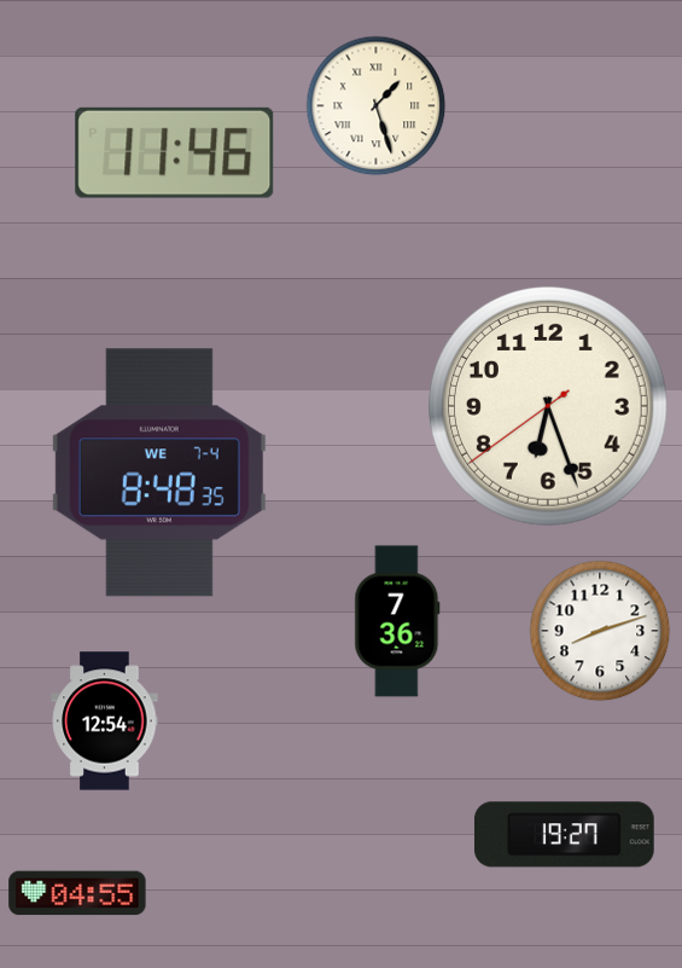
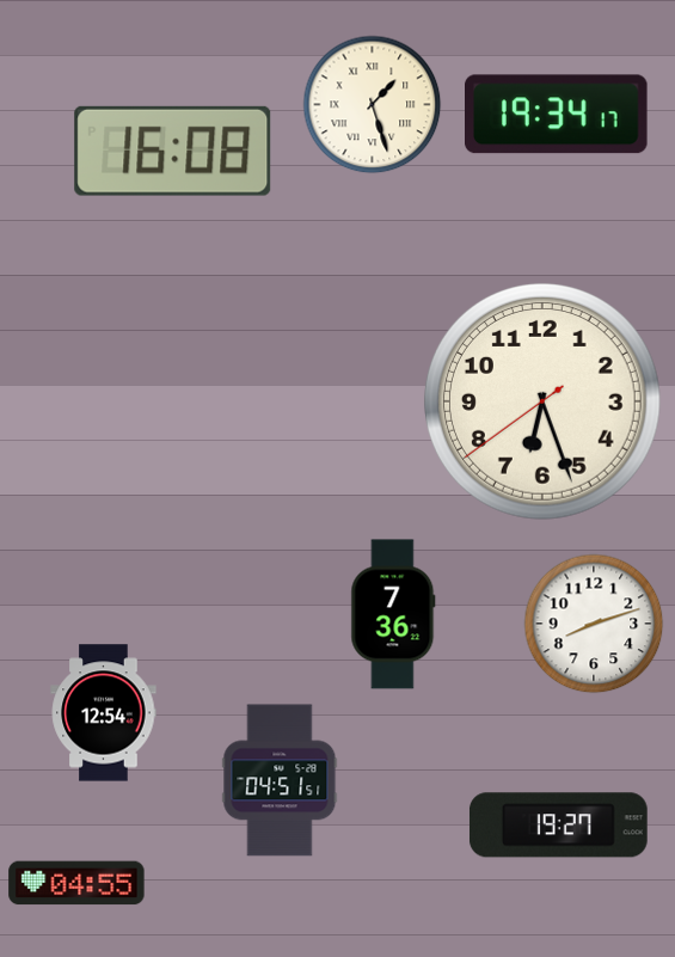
clock at (557, 115): none -> 19:34
clock at (175, 152): 11:46 -> 16:08
clock at (159, 473): 8:48 -> none
clock at (280, 780): none -> 04:51
